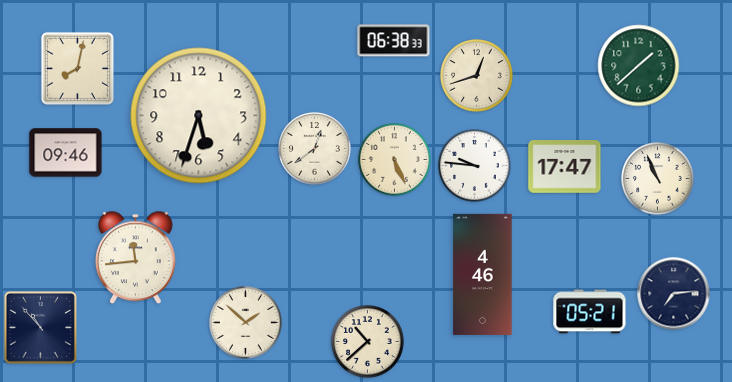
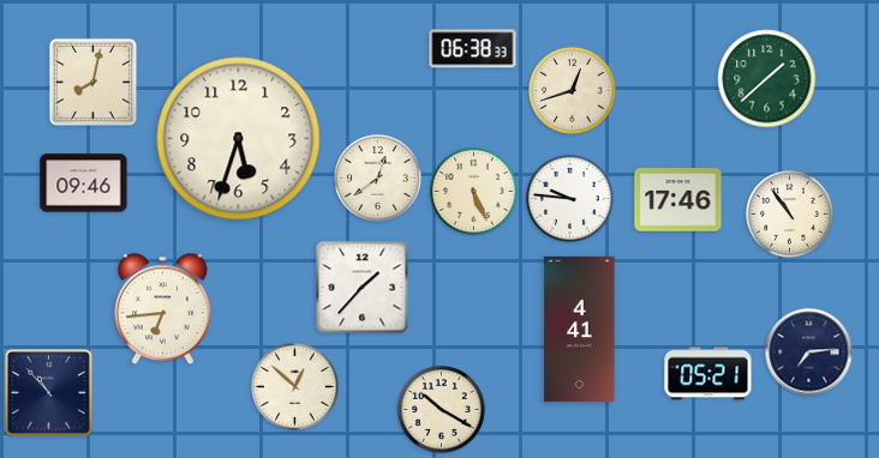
clock at (66, 153) position: (66, 153) -> (84, 183)
clock at (565, 167): 17:47 -> 17:46
clock at (658, 179): 10:56 -> 10:54
clock at (363, 288): none -> 1:37
clock at (136, 258): 11:44 -> 6:44
clock at (483, 274): 4:46 -> 4:41
clock at (246, 323): 1:52 -> 12:52
clock at (368, 342): 10:38 -> 10:20
